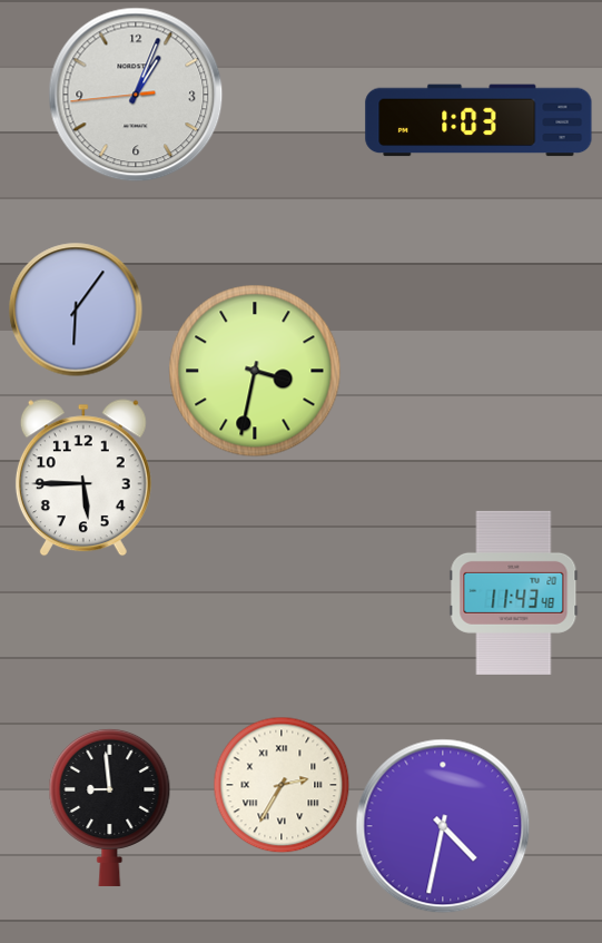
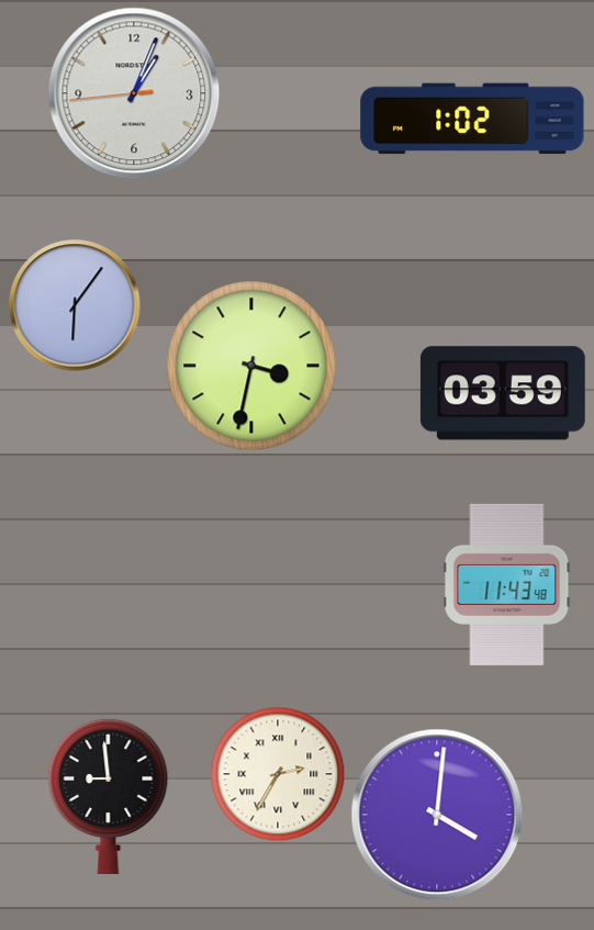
clock at (478, 120): 1:03 -> 1:02
clock at (503, 393): none -> 03:59
clock at (83, 478): 5:45 -> none
clock at (443, 826): 4:32 -> 4:01
